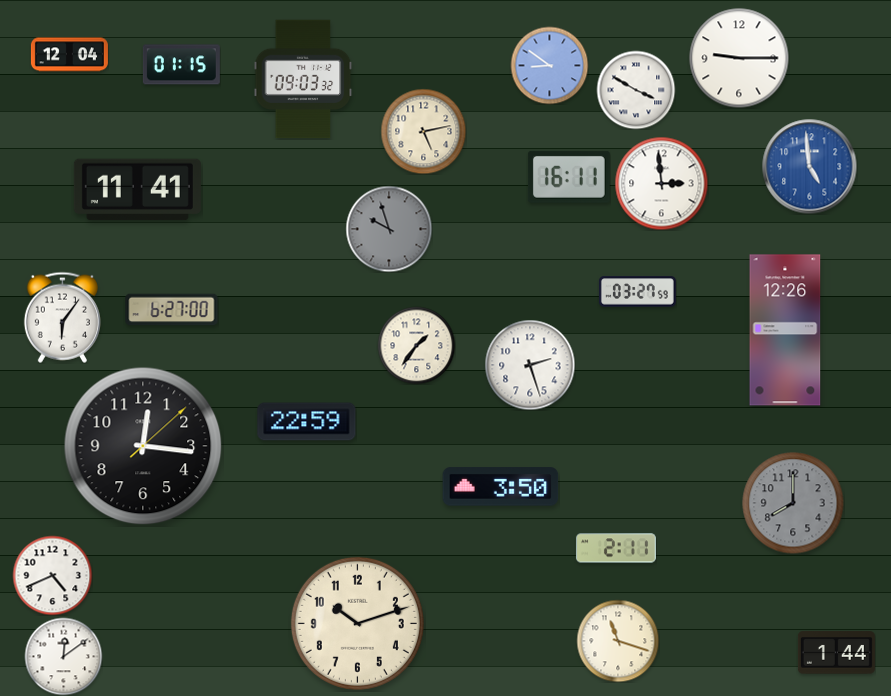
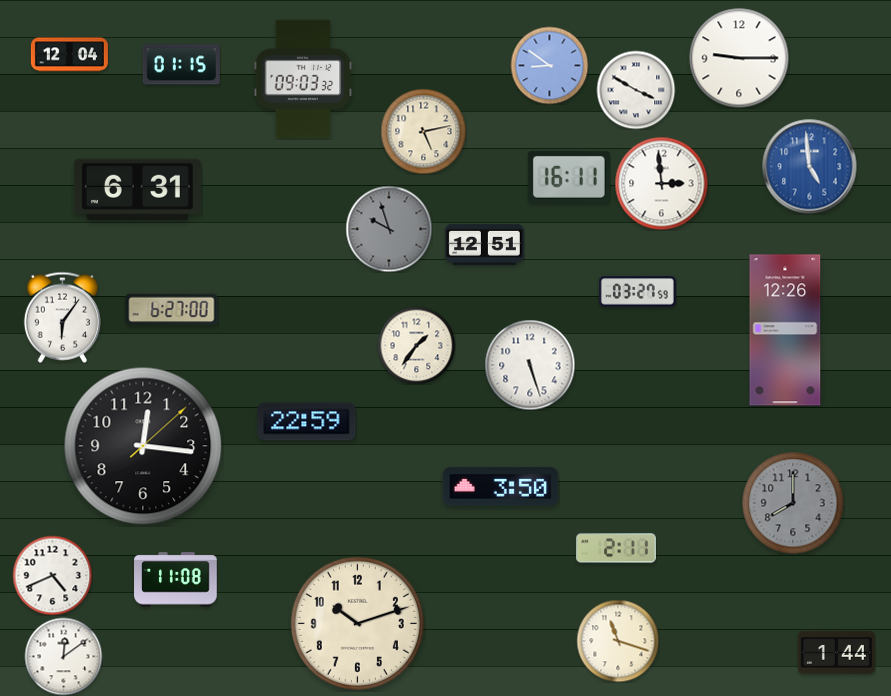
clock at (137, 190): 11:41 -> 6:31
clock at (484, 244): none -> 12:51
clock at (530, 365): 2:27 -> 5:27
clock at (176, 580): none -> 11:08
